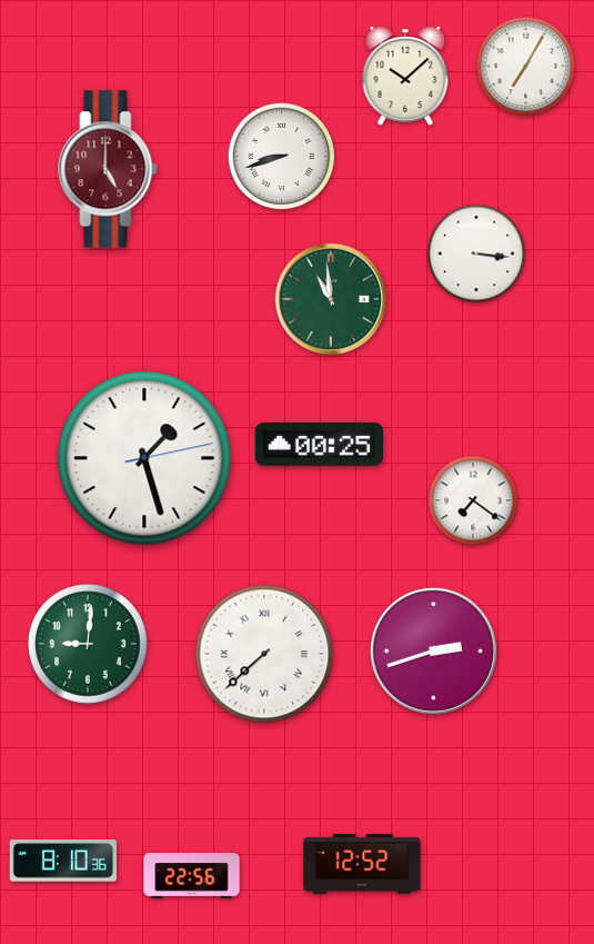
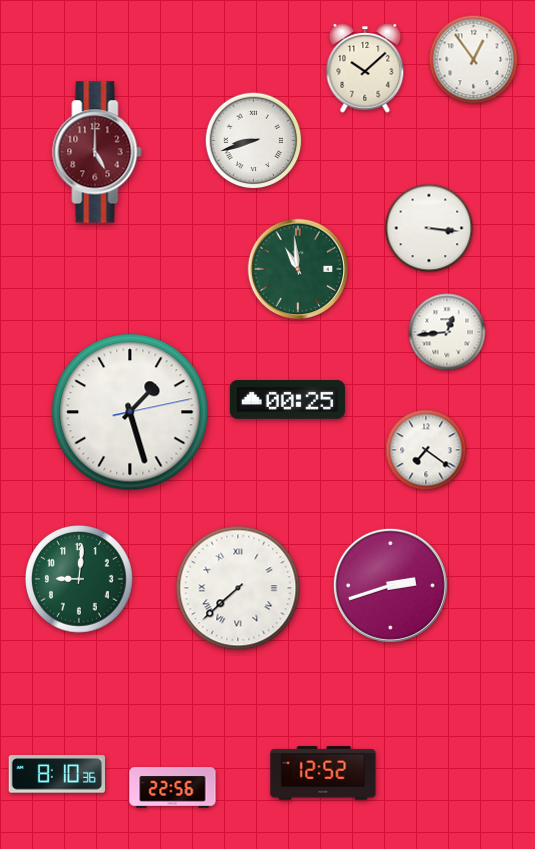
clock at (526, 67): 7:05 -> 12:54
clock at (447, 332): none -> 12:44
clock at (362, 864) position: (362, 864) -> (323, 773)
